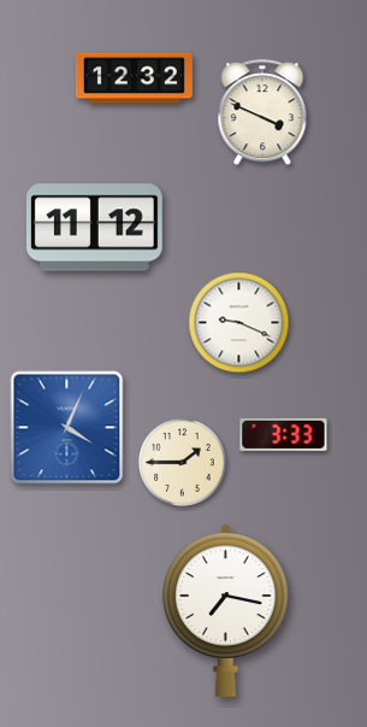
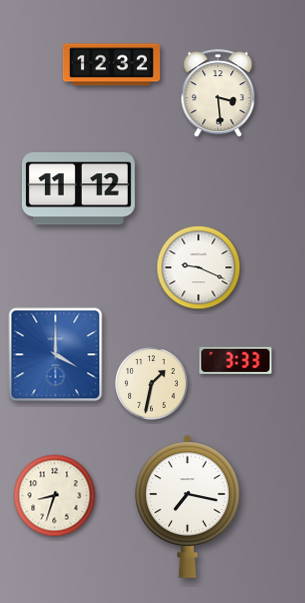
clock at (262, 113): 3:49 -> 3:29
clock at (67, 428): 4:04 -> 4:00
clock at (183, 463): 1:45 -> 1:32
clock at (55, 496): none -> 8:33
